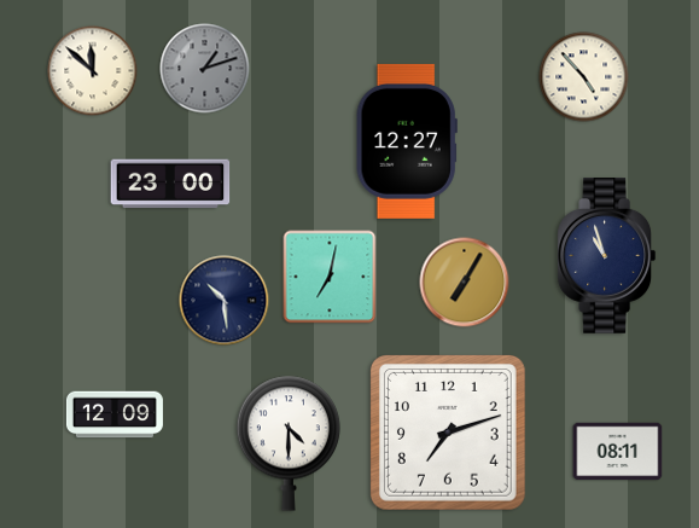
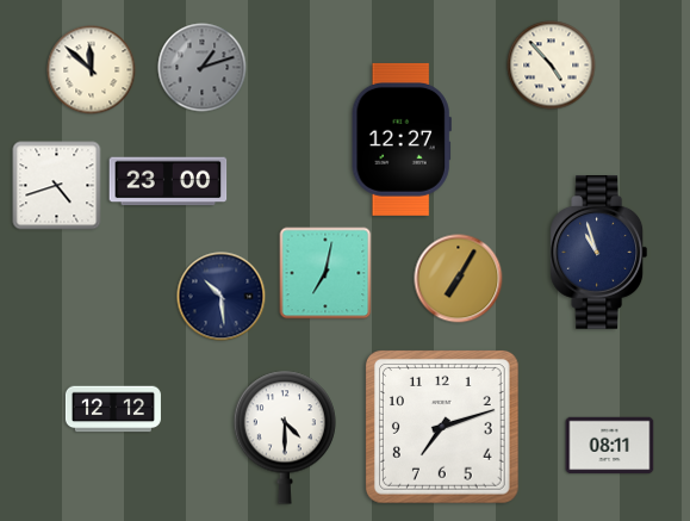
clock at (584, 77) position: (584, 77) -> (552, 66)
clock at (57, 186): none -> 4:42
clock at (115, 414): 12:09 -> 12:12
